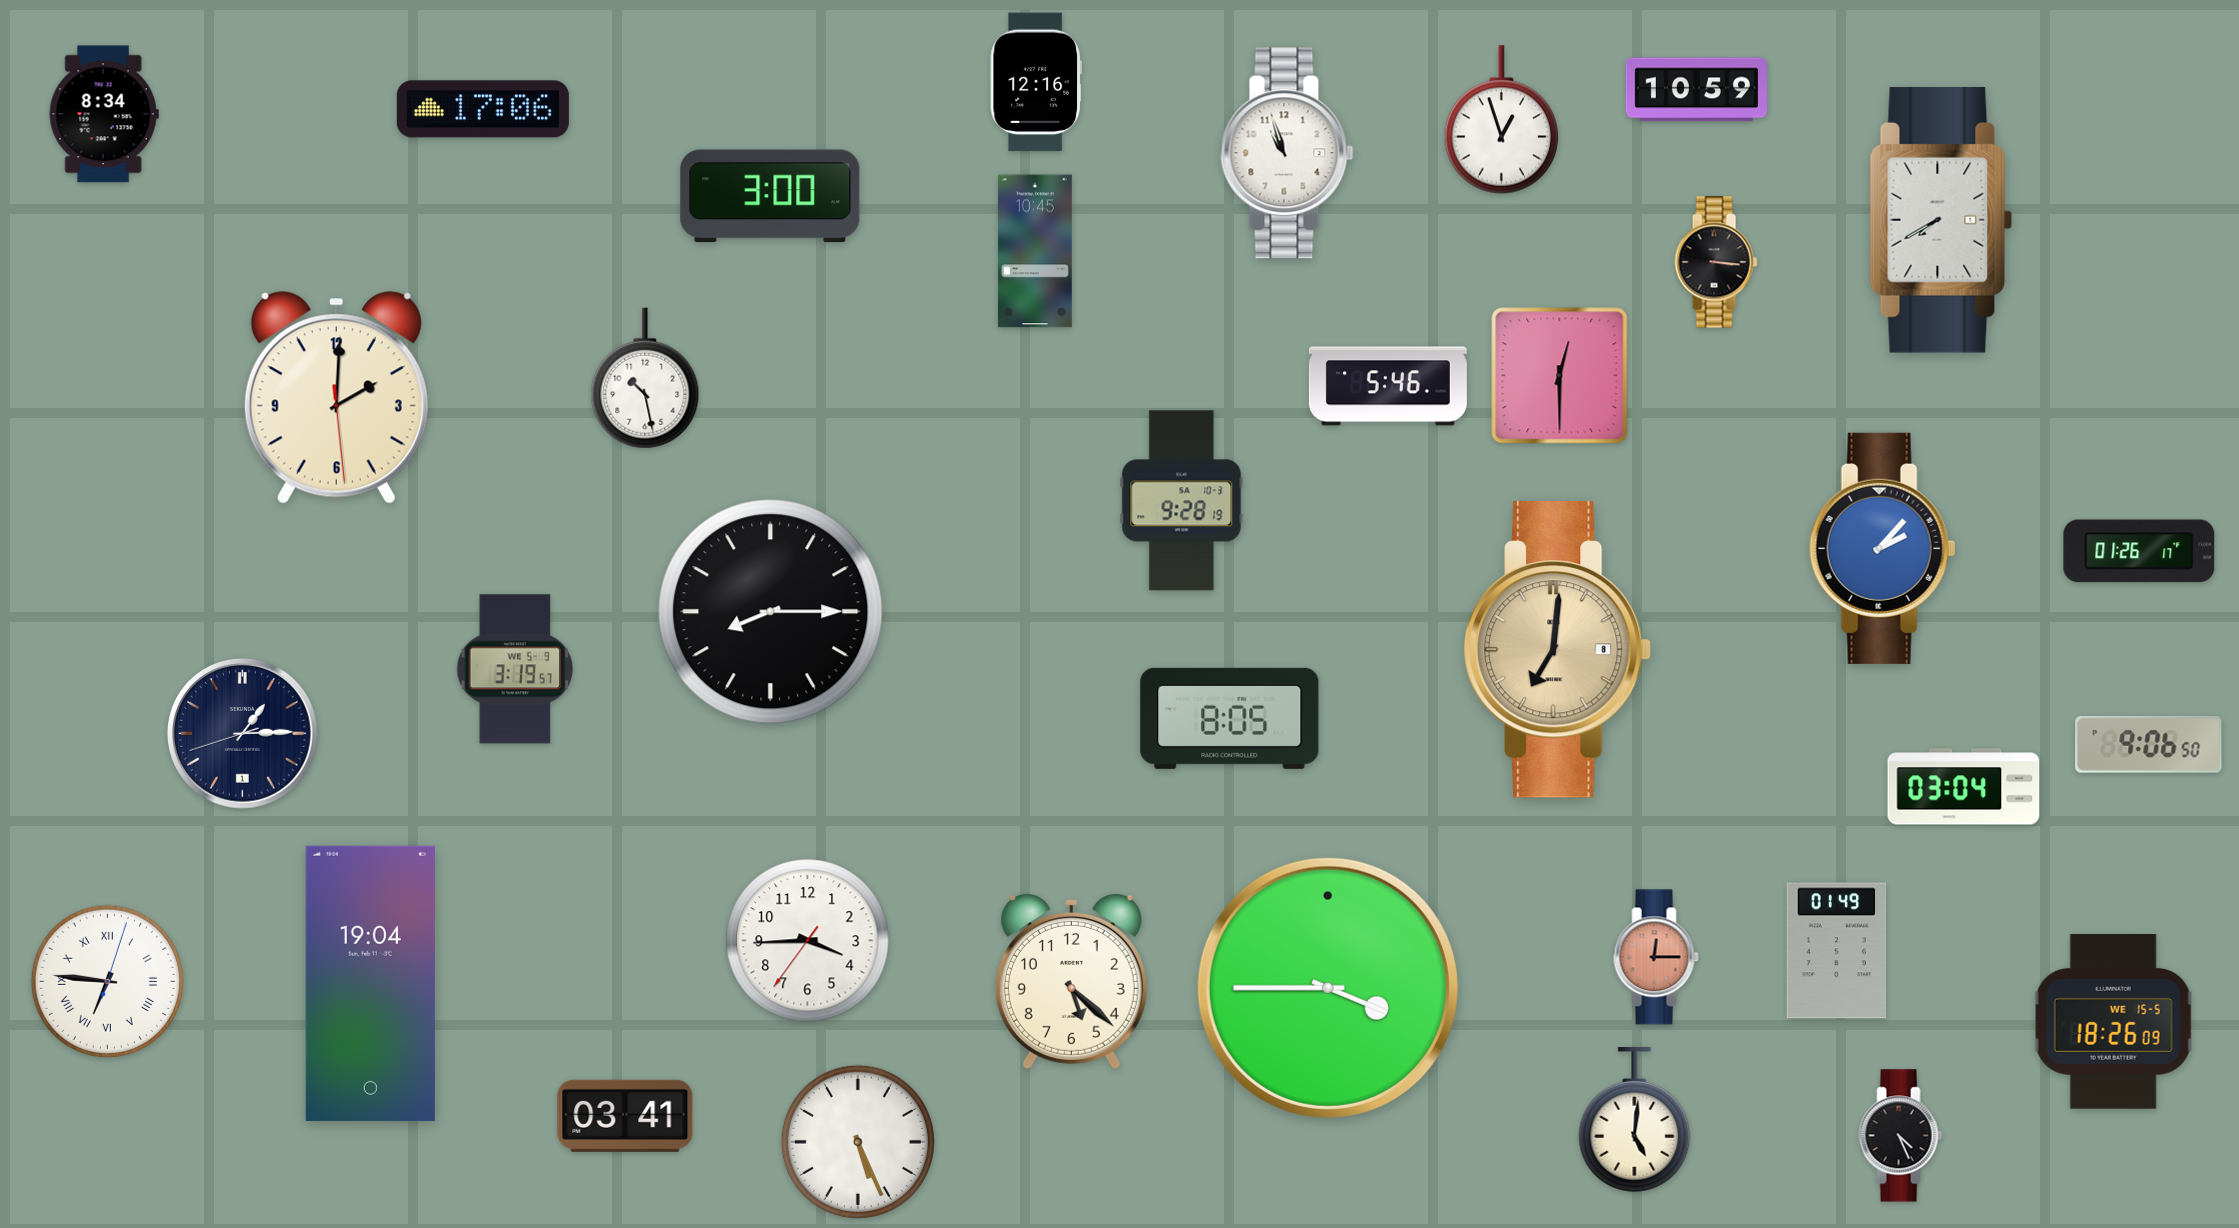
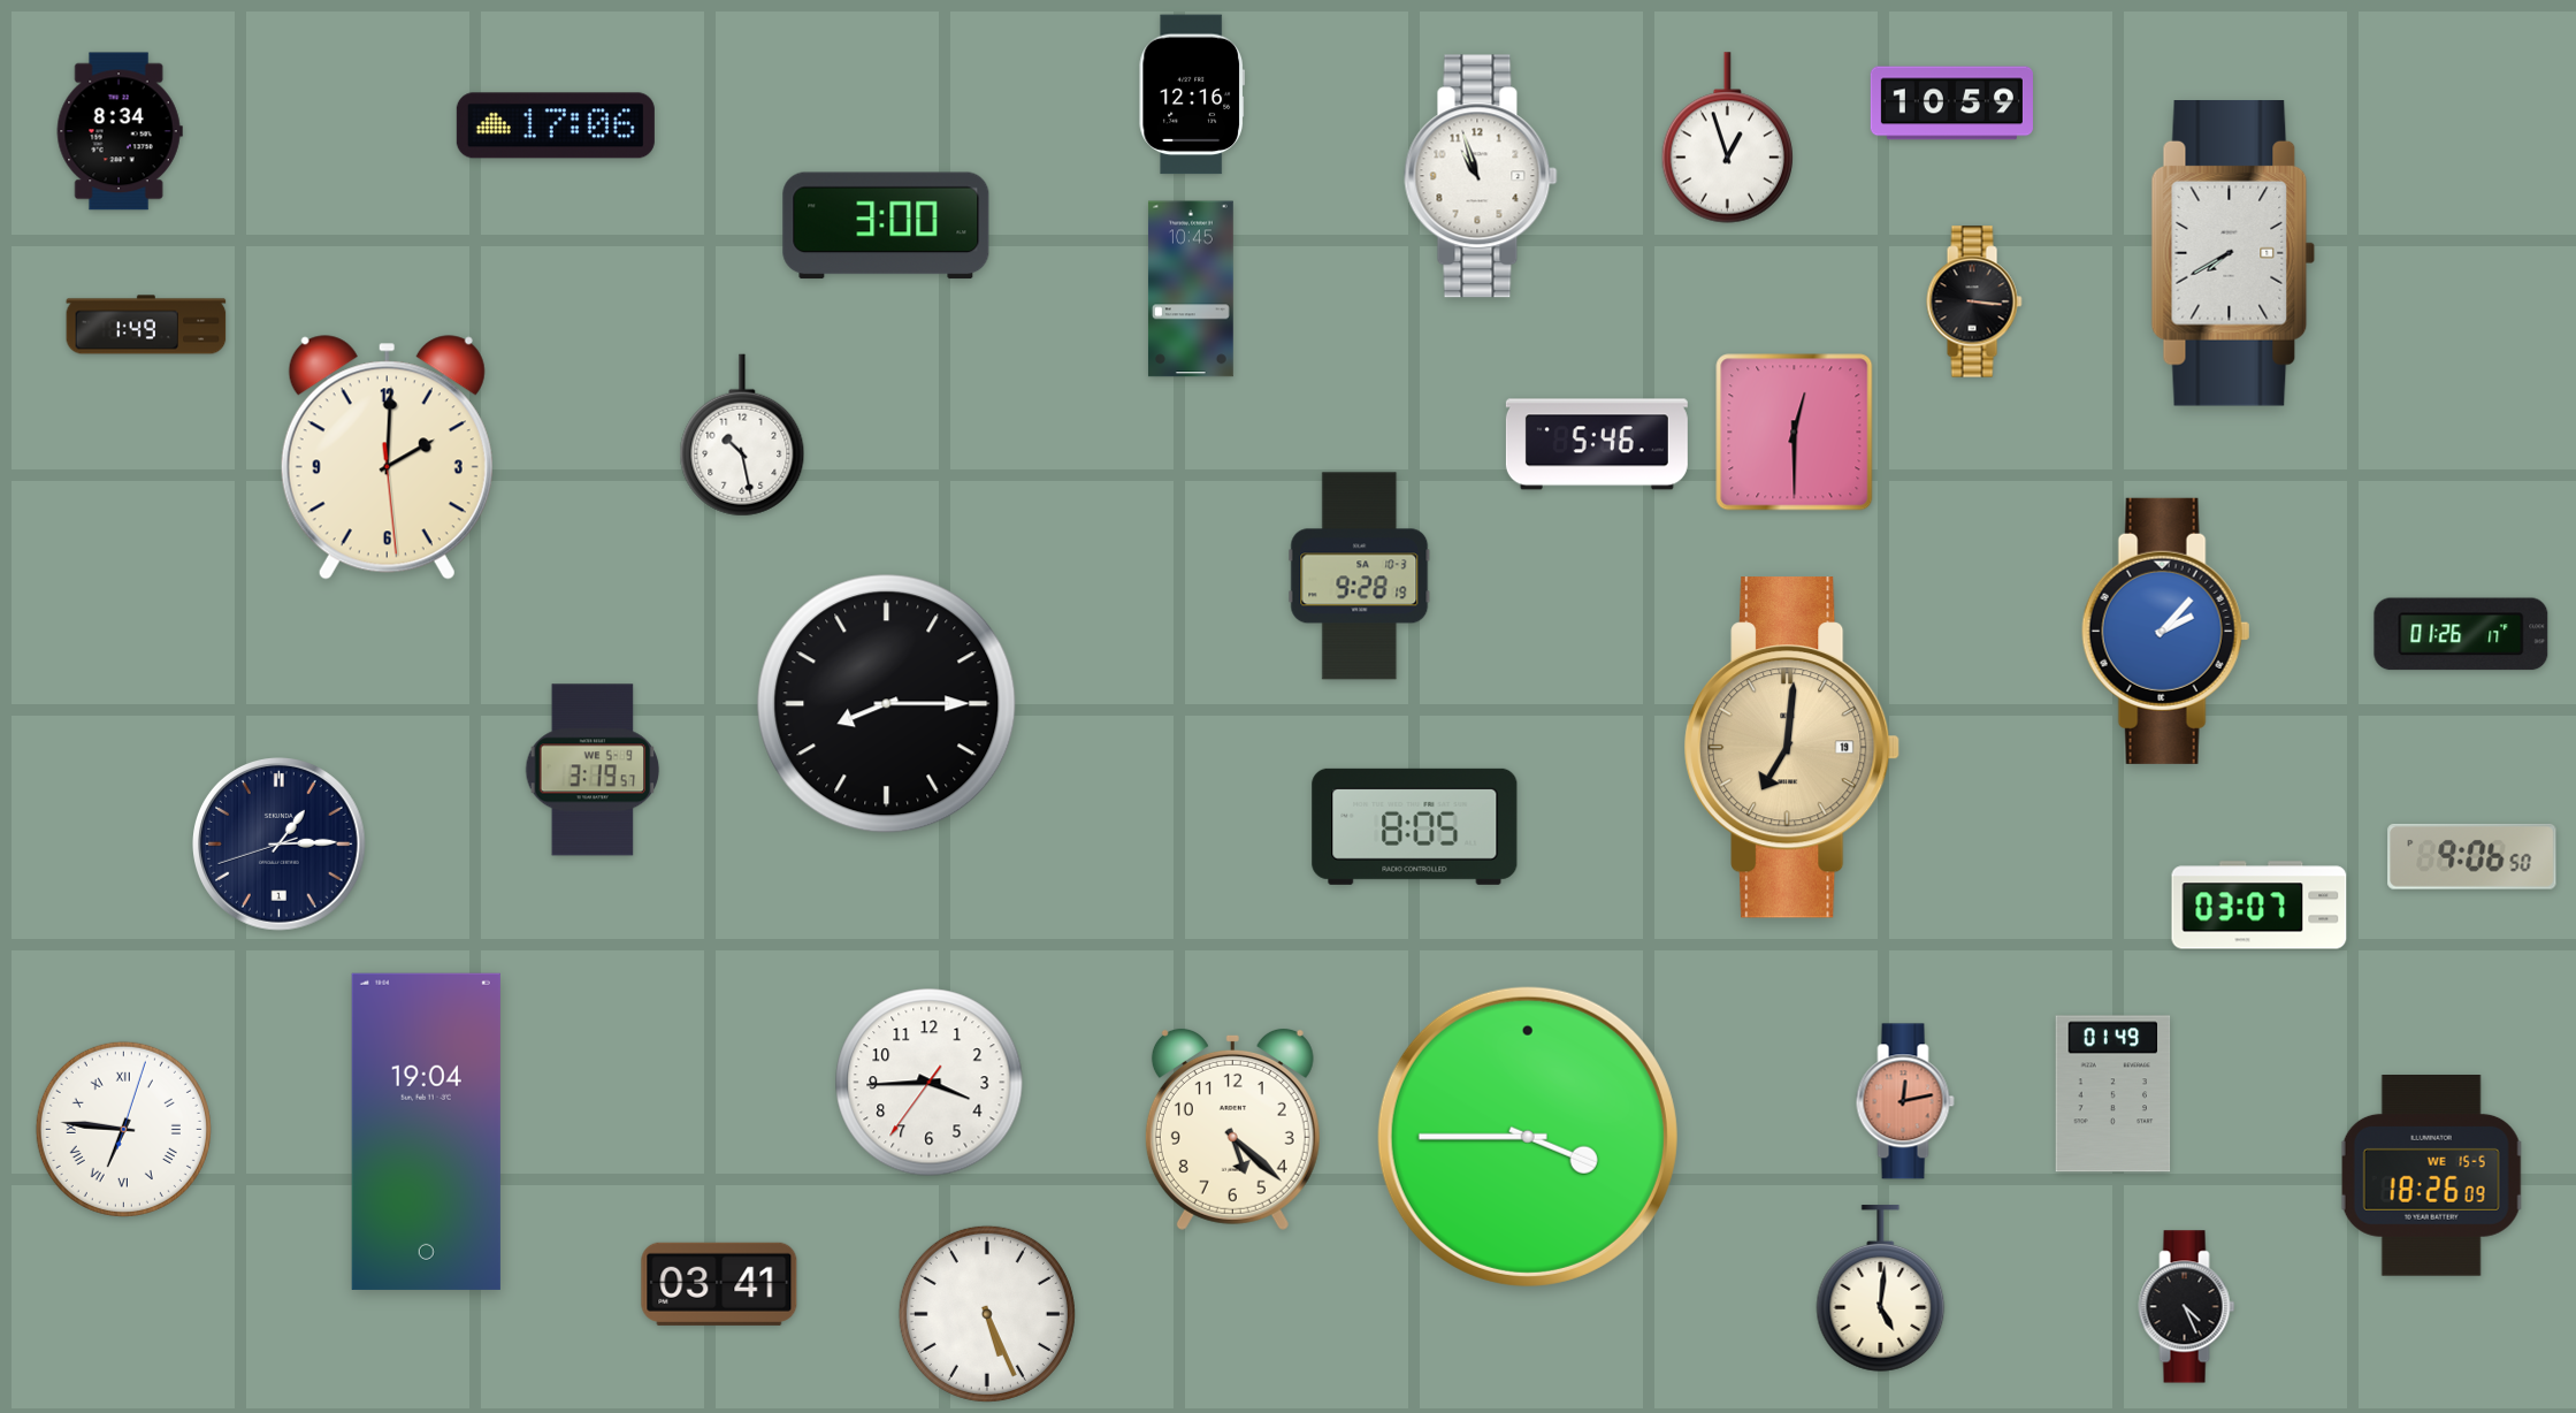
clock at (146, 324): none -> 1:49
clock at (1558, 650) date: 8 -> 19
clock at (1964, 787): 03:04 -> 03:07
clock at (1656, 957): 12:15 -> 12:13
